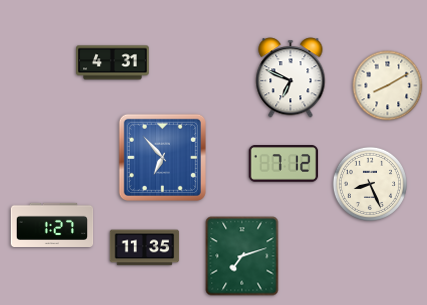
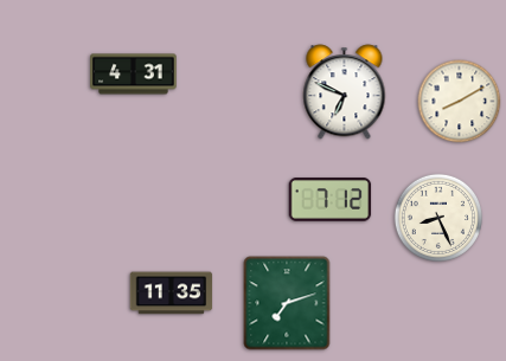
clock at (162, 157): 6:53 -> none
clock at (284, 164) position: (284, 164) -> (331, 200)
clock at (52, 224): 1:27 -> none
